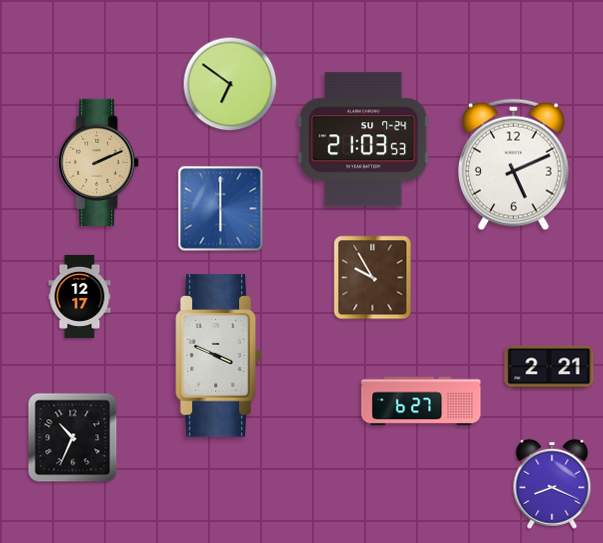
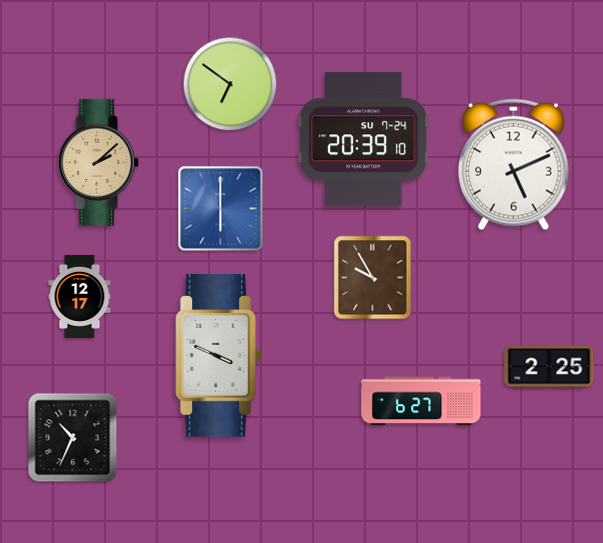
clock at (364, 140): 21:03 -> 20:39
clock at (99, 162): 2:11 -> 2:08
clock at (549, 367): 2:21 -> 2:25
clock at (552, 484): 8:19 -> none
